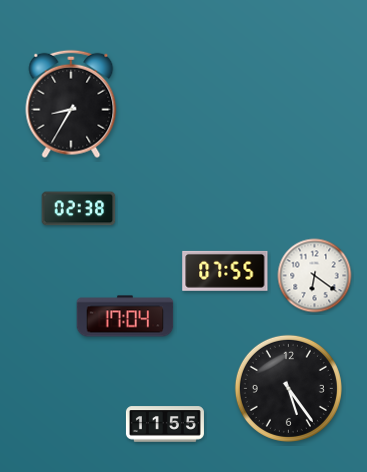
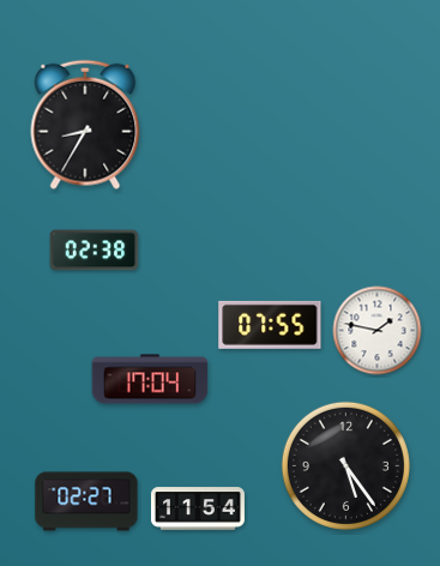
clock at (315, 276): 6:21 -> 1:47
clock at (86, 501): none -> 02:27
clock at (165, 424): 11:55 -> 11:54
